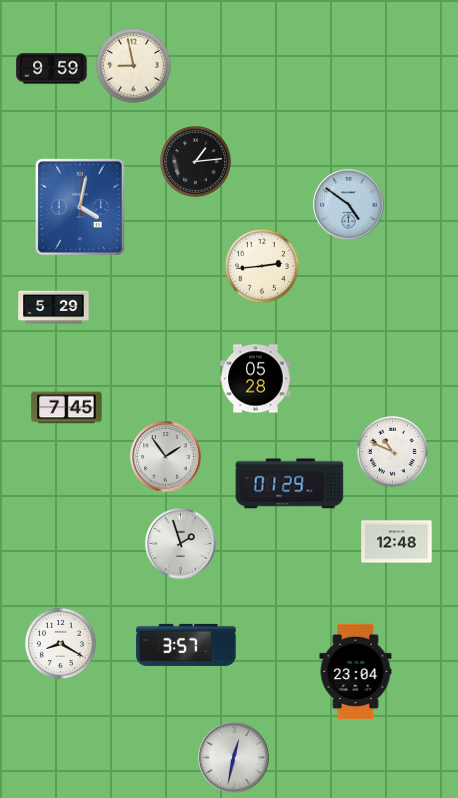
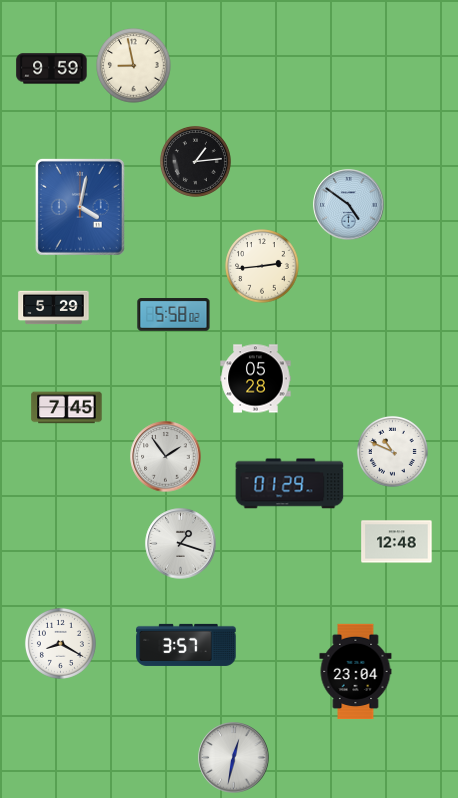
clock at (174, 315): none -> 5:58
clock at (181, 544): 1:57 -> 1:18
